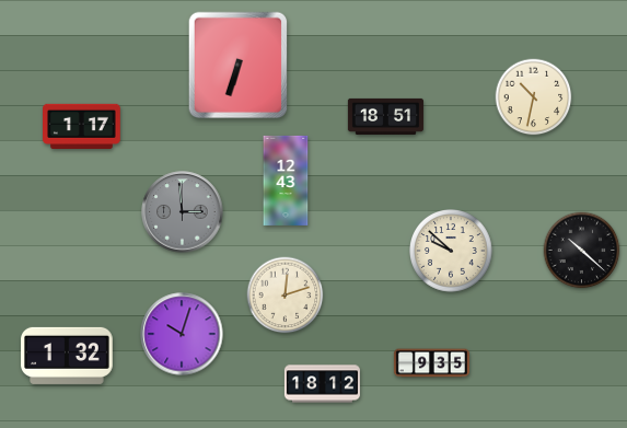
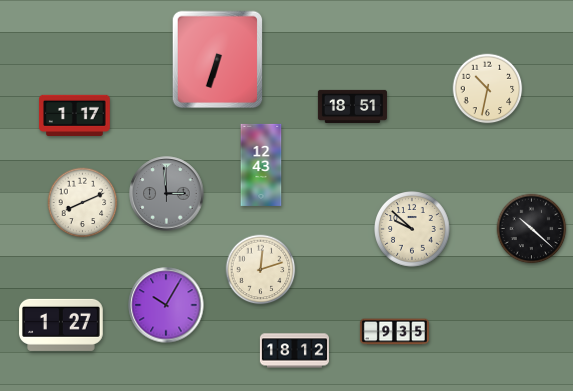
clock at (83, 203): none -> 8:11
clock at (182, 334): 10:03 -> 10:05
clock at (67, 356): 1:32 -> 1:27
